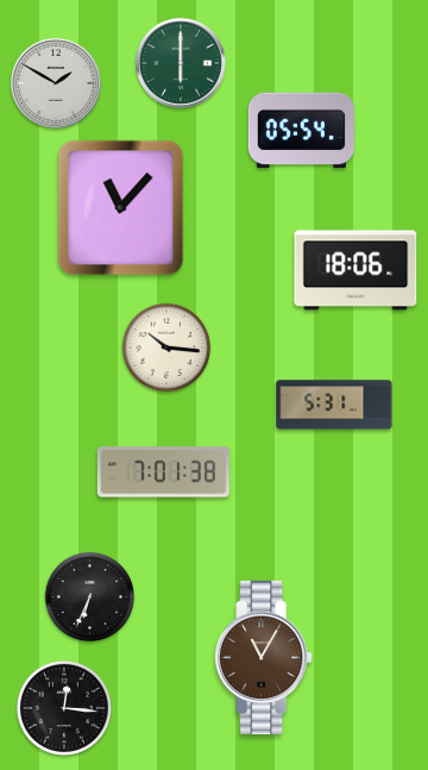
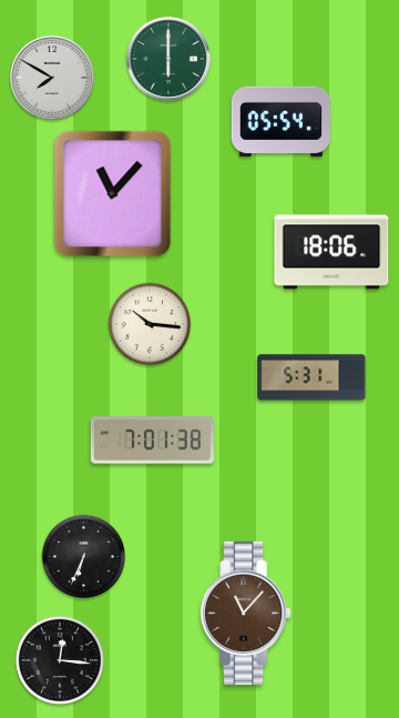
clock at (56, 83): 1:50 -> 7:50
clock at (166, 348) position: (166, 348) -> (150, 324)
clock at (264, 657): 11:05 -> 11:07
